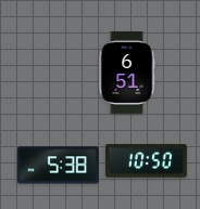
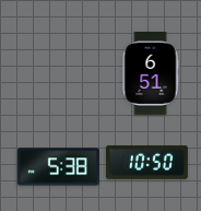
clock at (127, 74) position: (127, 74) -> (151, 74)
